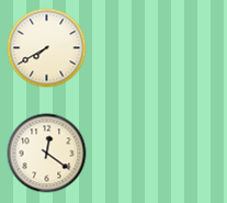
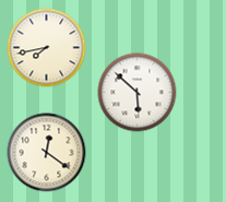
clock at (47, 48): 7:40 -> 7:43
clock at (138, 93): none -> 5:52
